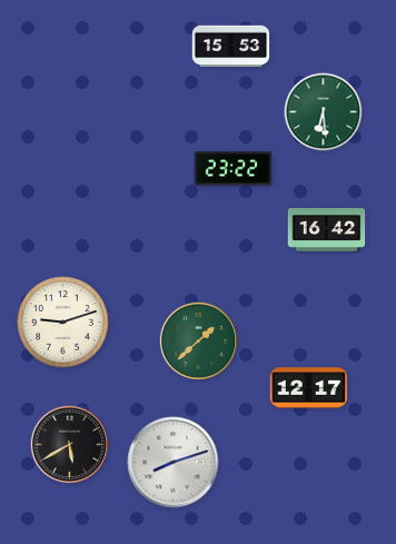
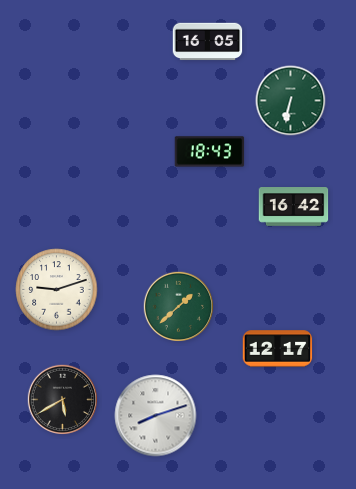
clock at (231, 47): 15:53 -> 16:05
clock at (324, 112): 6:29 -> 6:32
clock at (234, 169): 23:22 -> 18:43
